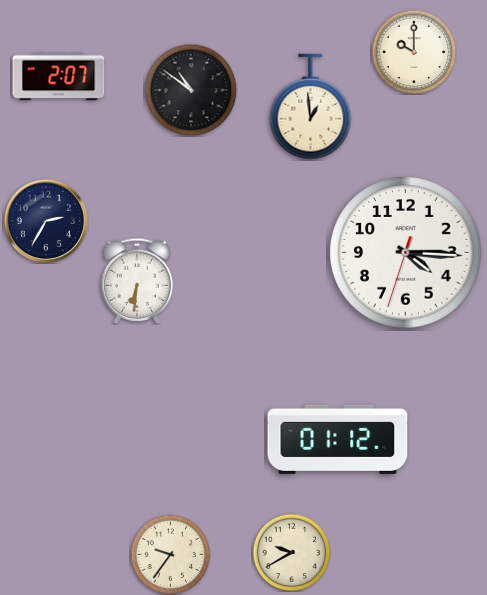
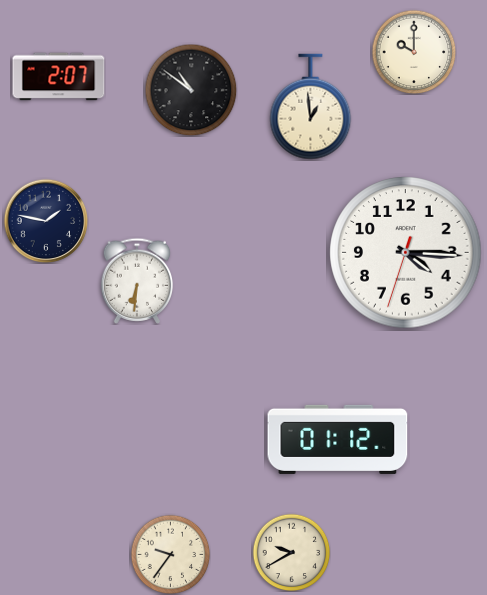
clock at (46, 221): 2:35 -> 1:47
